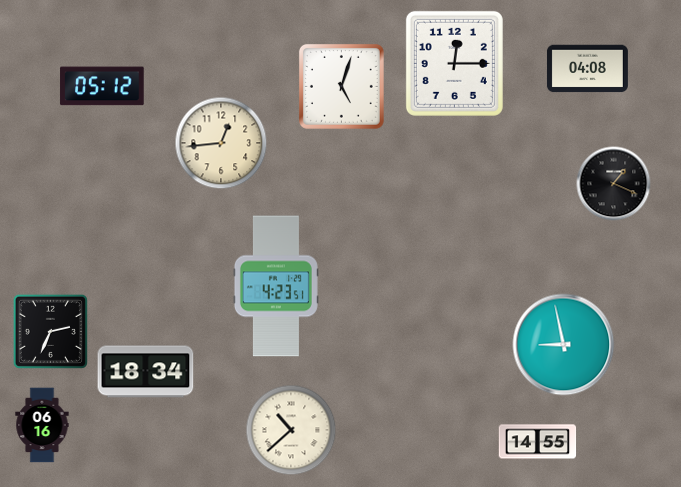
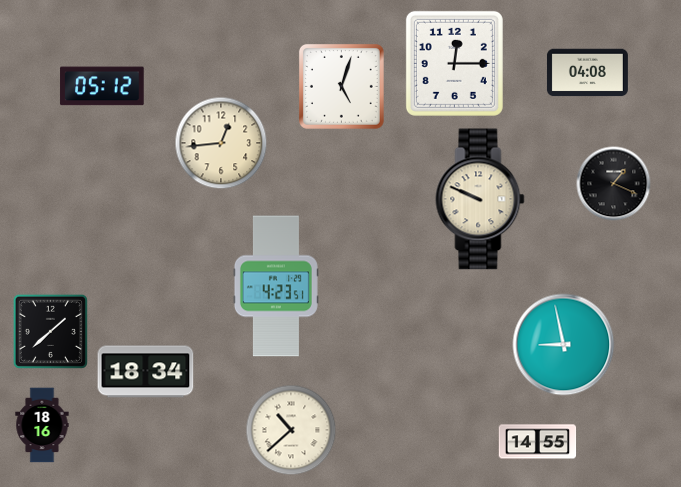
clock at (587, 69) position: (587, 69) -> (587, 73)
clock at (480, 199): none -> 9:49
clock at (50, 331): 2:34 -> 1:38
clock at (42, 425): 06:16 -> 18:16
